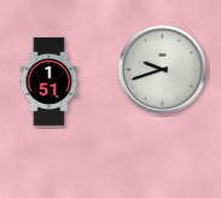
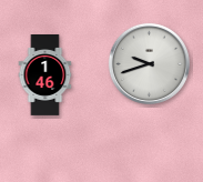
clock at (50, 82): 1:51 -> 1:46
